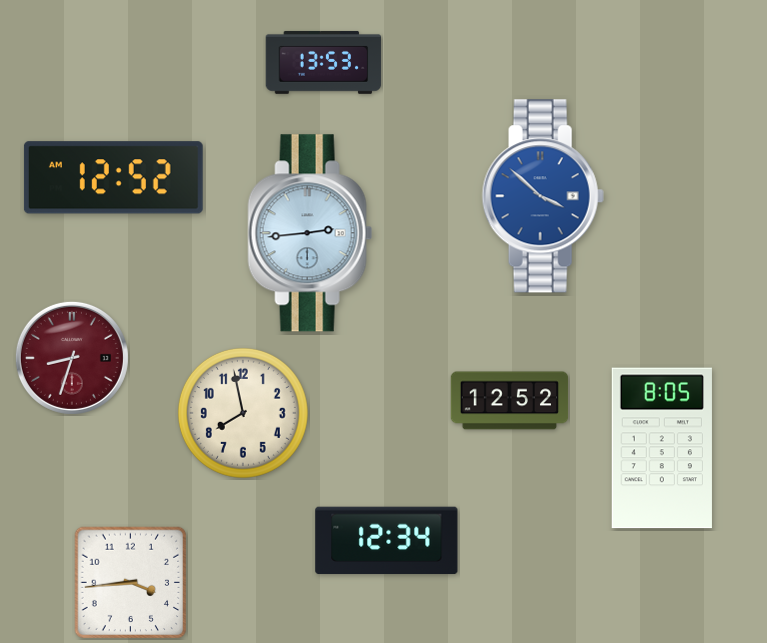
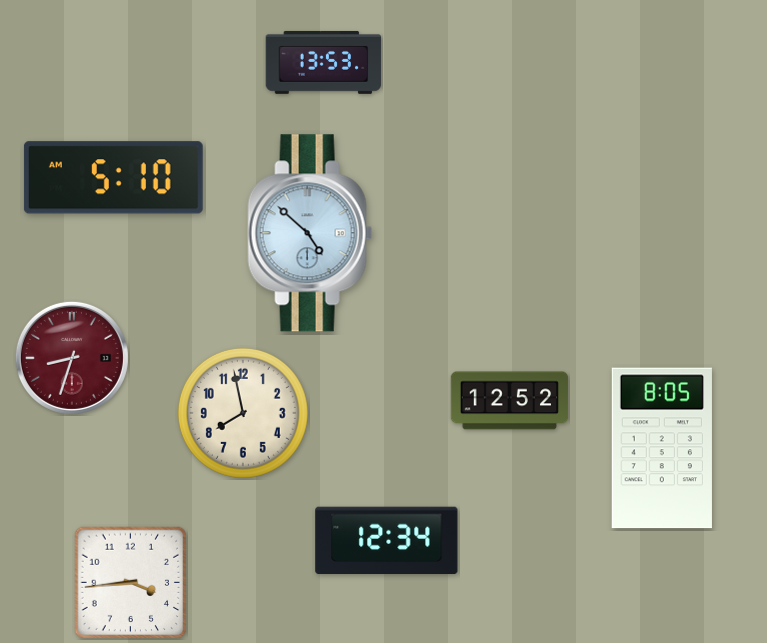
clock at (113, 178): 12:52 -> 5:10
clock at (543, 196): 3:52 -> none
clock at (310, 233): 2:44 -> 4:52
